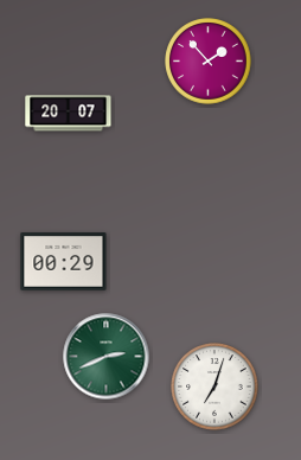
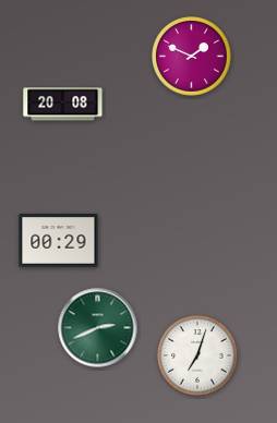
clock at (209, 62): 1:53 -> 1:49
clock at (69, 114): 20:07 -> 20:08
